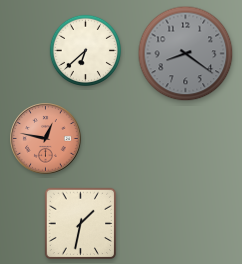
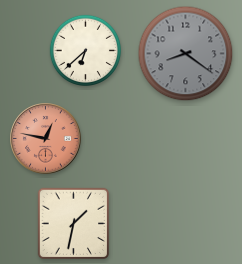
clock at (81, 224) position: (81, 224) -> (74, 224)
